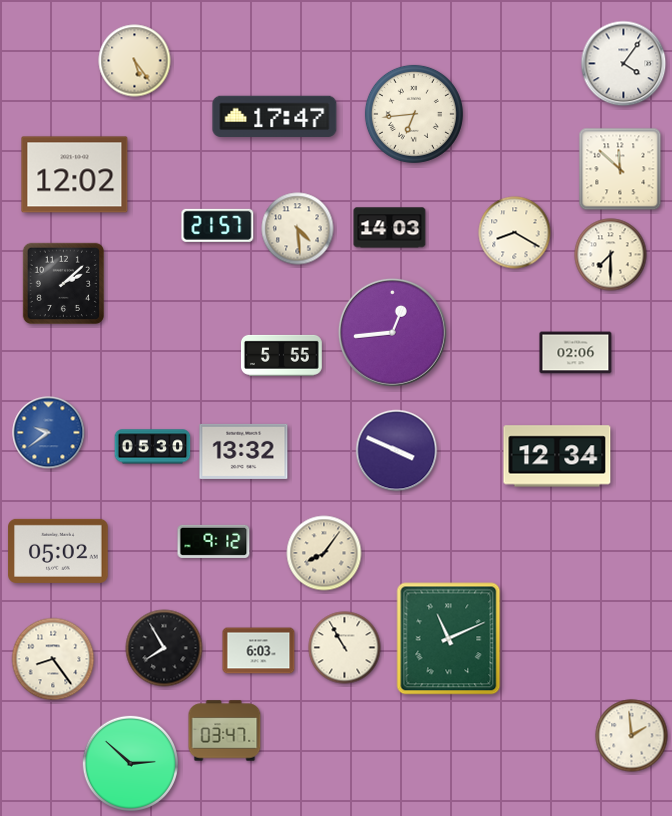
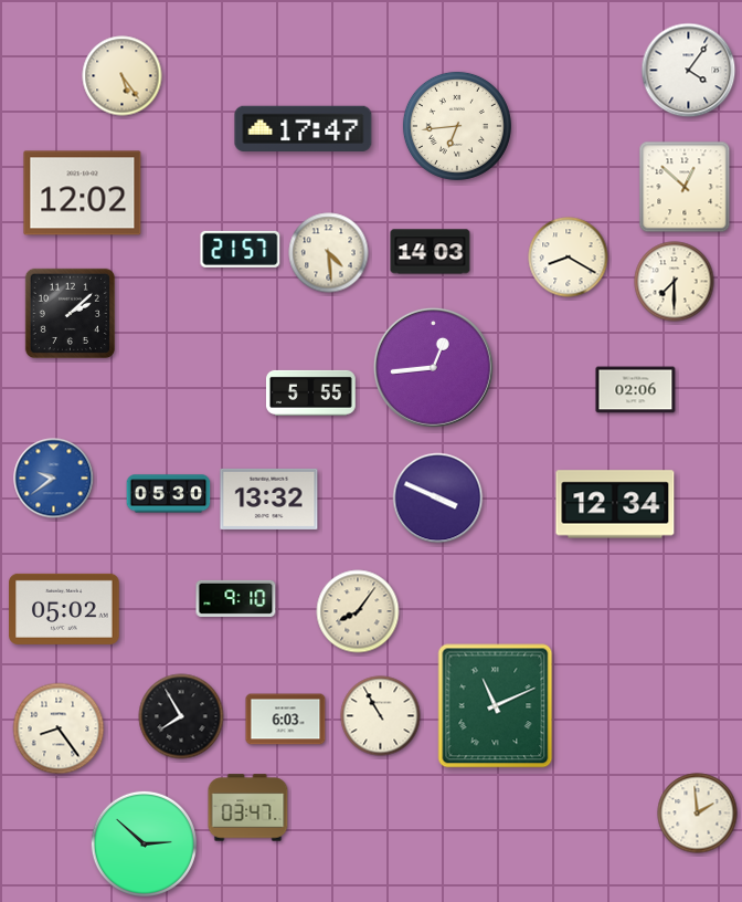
clock at (135, 61) position: (135, 61) -> (123, 76)
clock at (620, 169): 11:52 -> 12:52
clock at (214, 541): 9:12 -> 9:10
